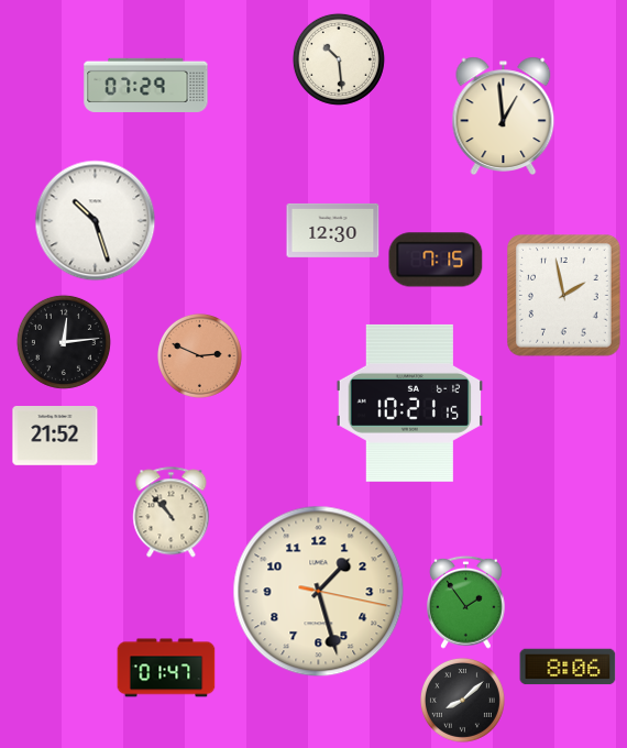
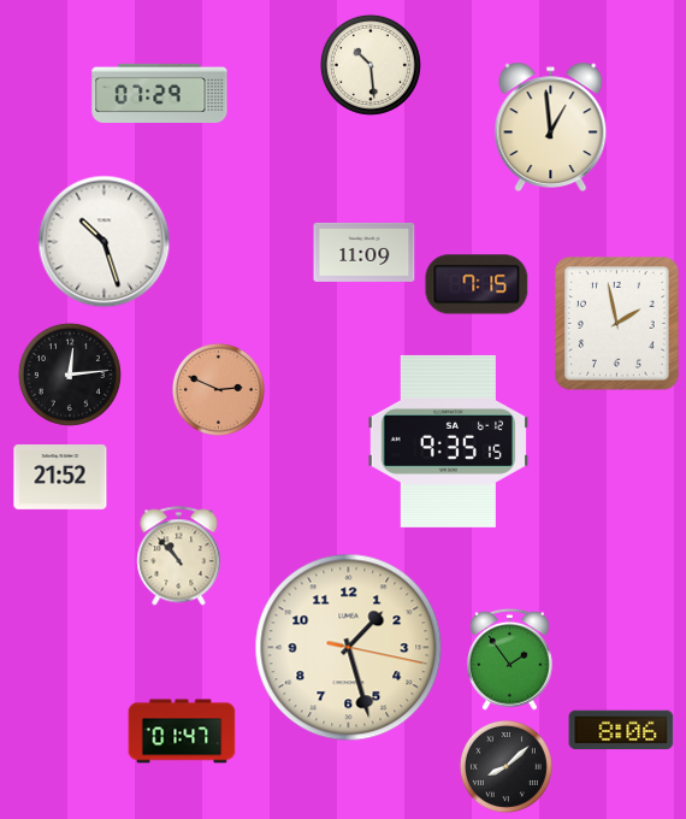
clock at (333, 230): 12:30 -> 11:09
clock at (410, 403): 10:21 -> 9:35
clock at (172, 513) position: (172, 513) -> (179, 556)
